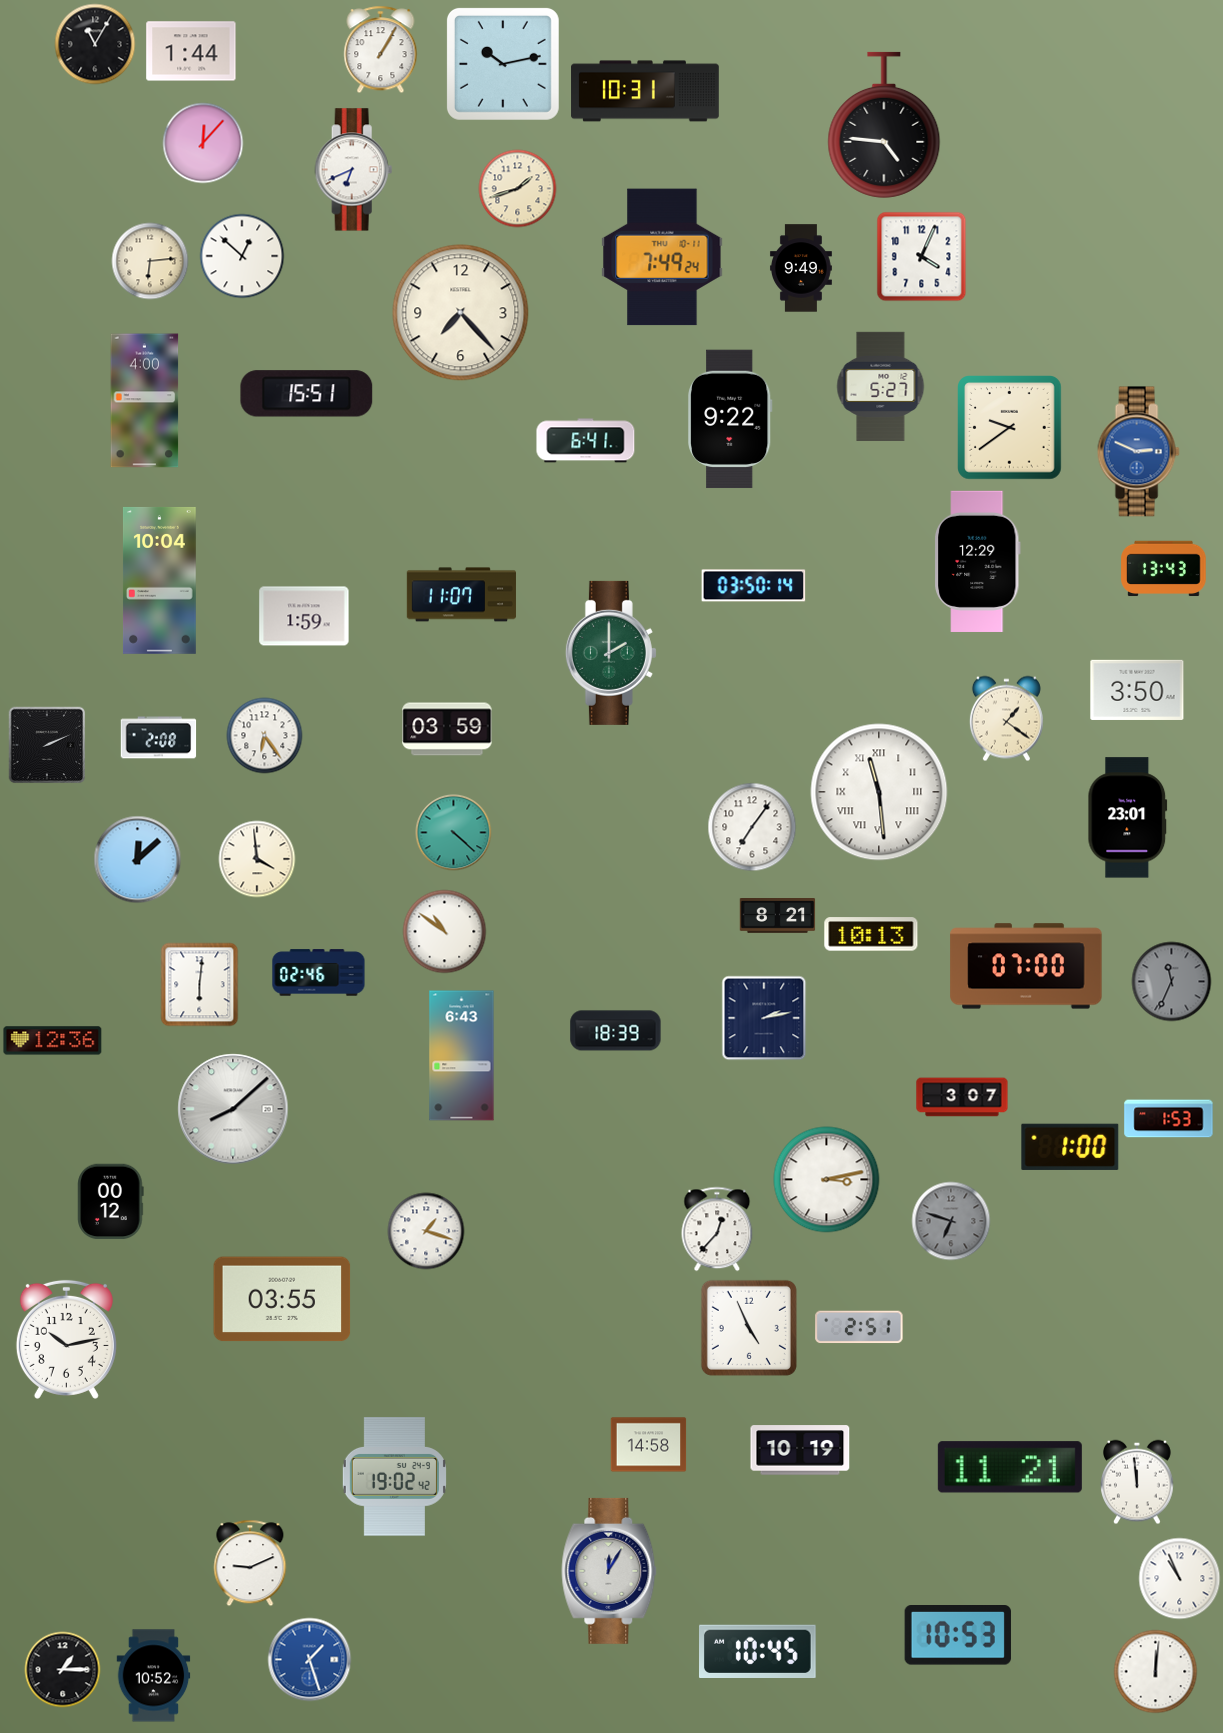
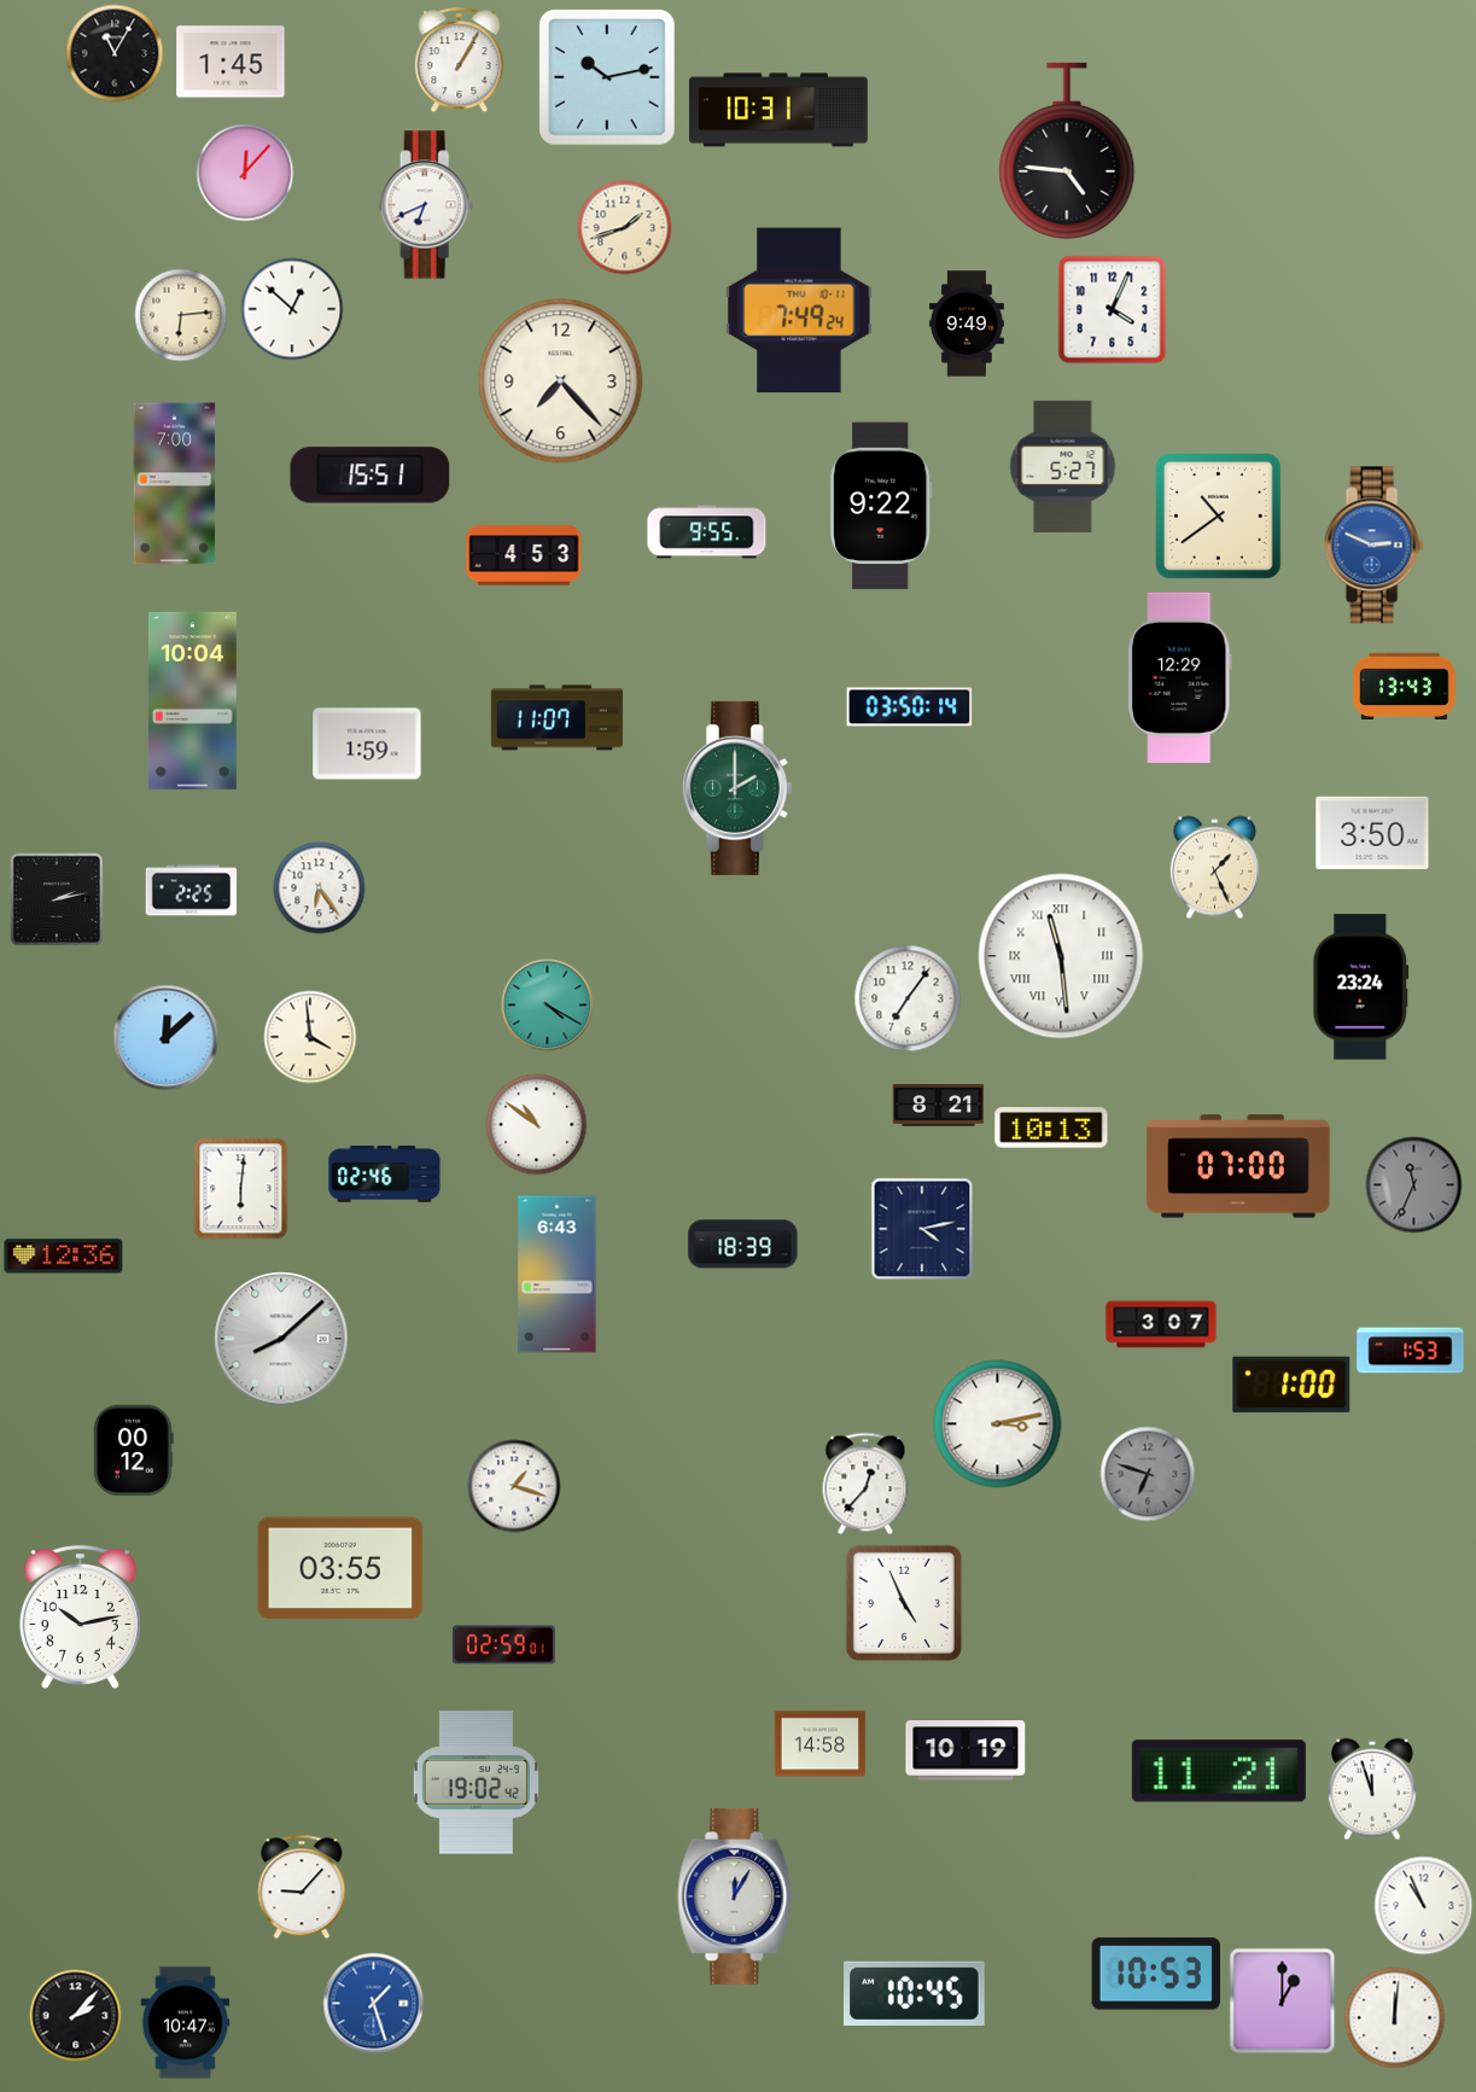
clock at (191, 51): 1:44 -> 1:45
clock at (461, 313) position: (461, 313) -> (561, 381)
clock at (145, 401): 4:00 -> 7:00
clock at (1010, 428): 9:39 -> 10:39
clock at (586, 441): 6:41 -> 9:55
clock at (524, 555): none -> 4:53
clock at (1006, 719): 1:21 -> 1:26
clock at (447, 729): 03:59 -> none
clock at (159, 738): 2:08 -> 2:25
clock at (47, 745): 2:11 -> 2:13
clock at (1128, 818): 23:01 -> 23:24
clock at (454, 833): 4:22 -> 4:20
clock at (764, 1018): 2:13 -> 4:13
clock at (859, 1327): 2:51 -> none
clock at (504, 1645): none -> 02:59
clock at (649, 1445) position: (649, 1445) -> (821, 1744)
clock at (1138, 1482): 11:59 -> 11:57
clock at (250, 1563): 9:11 -> 9:07
clock at (1283, 2001): none -> 1:00
clock at (63, 1670): 1:15 -> 2:07
clock at (154, 1676): 10:52 -> 10:47
